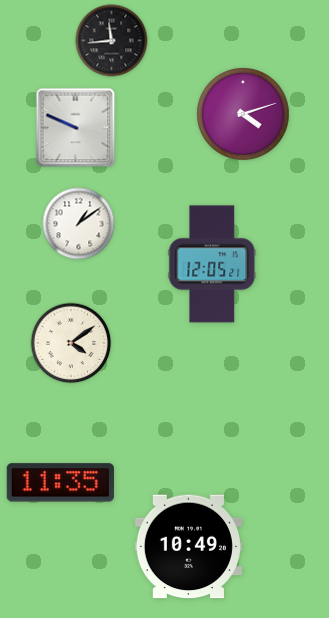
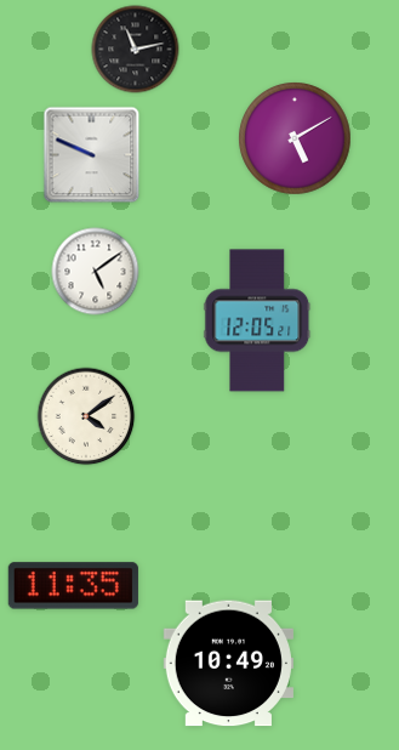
clock at (112, 41): 11:44 -> 11:13
clock at (243, 114): 4:12 -> 5:10
clock at (79, 224): 1:09 -> 5:09
